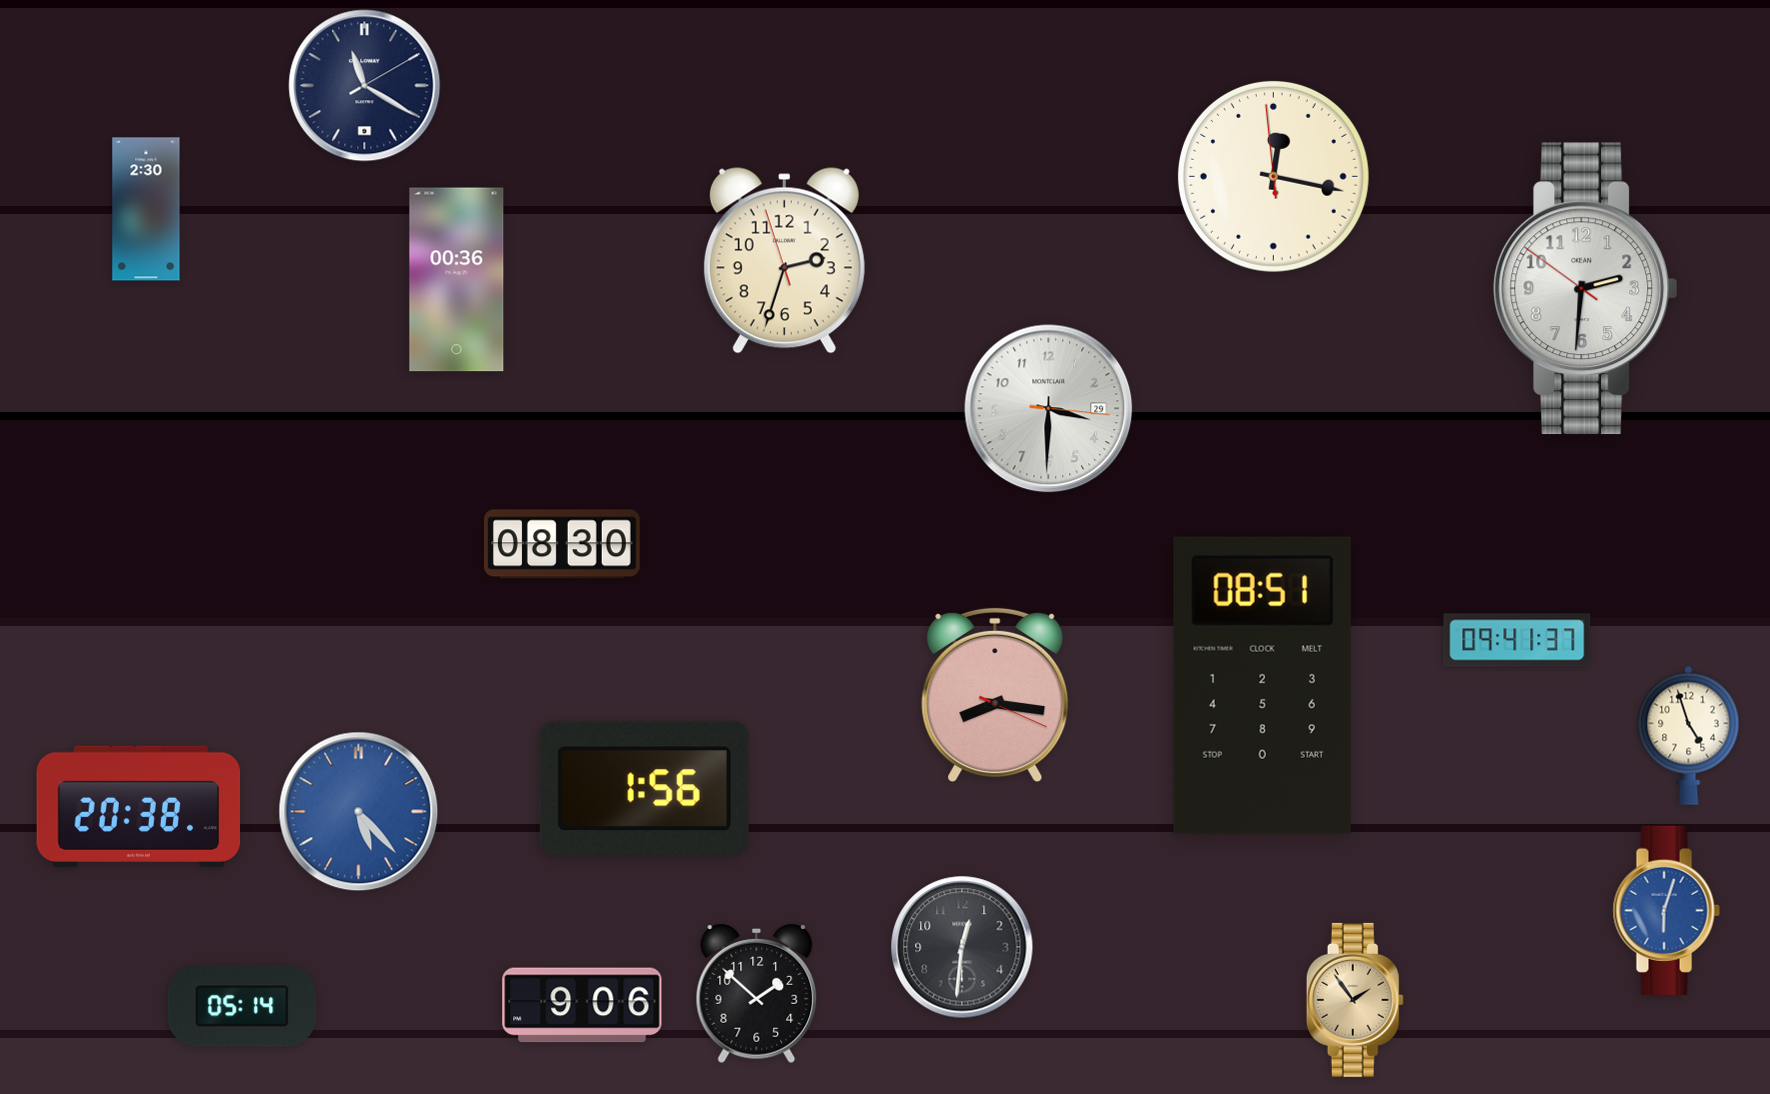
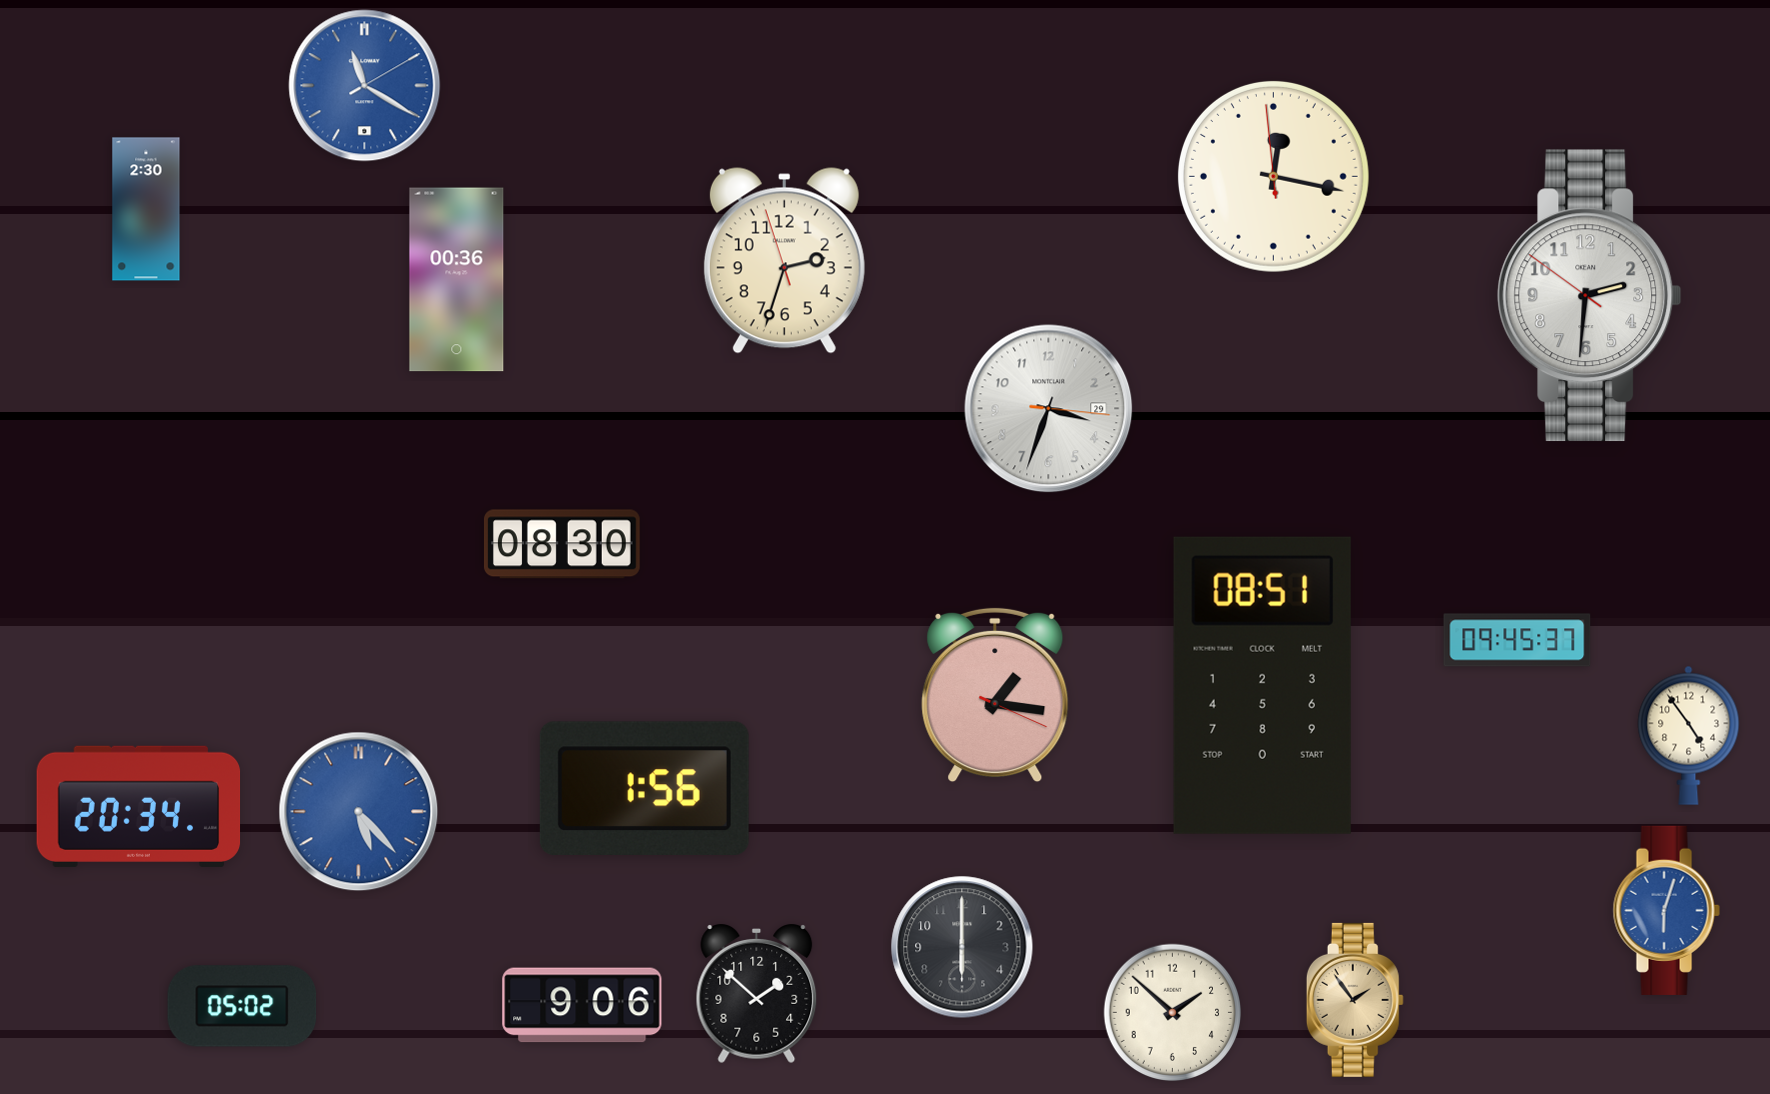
clock at (365, 86) dial: navy -> blue
clock at (1586, 289) position: (1586, 289) -> (1590, 296)
clock at (1049, 409): 3:30 -> 3:33
clock at (1517, 640): 09:41 -> 09:45
clock at (995, 695): 8:16 -> 1:16
clock at (1689, 735): 4:57 -> 4:54
clock at (139, 806): 20:38 -> 20:34
clock at (962, 947): 12:31 -> 6:00
clock at (242, 1006): 05:14 -> 05:02
clock at (1173, 1013): none -> 1:52
